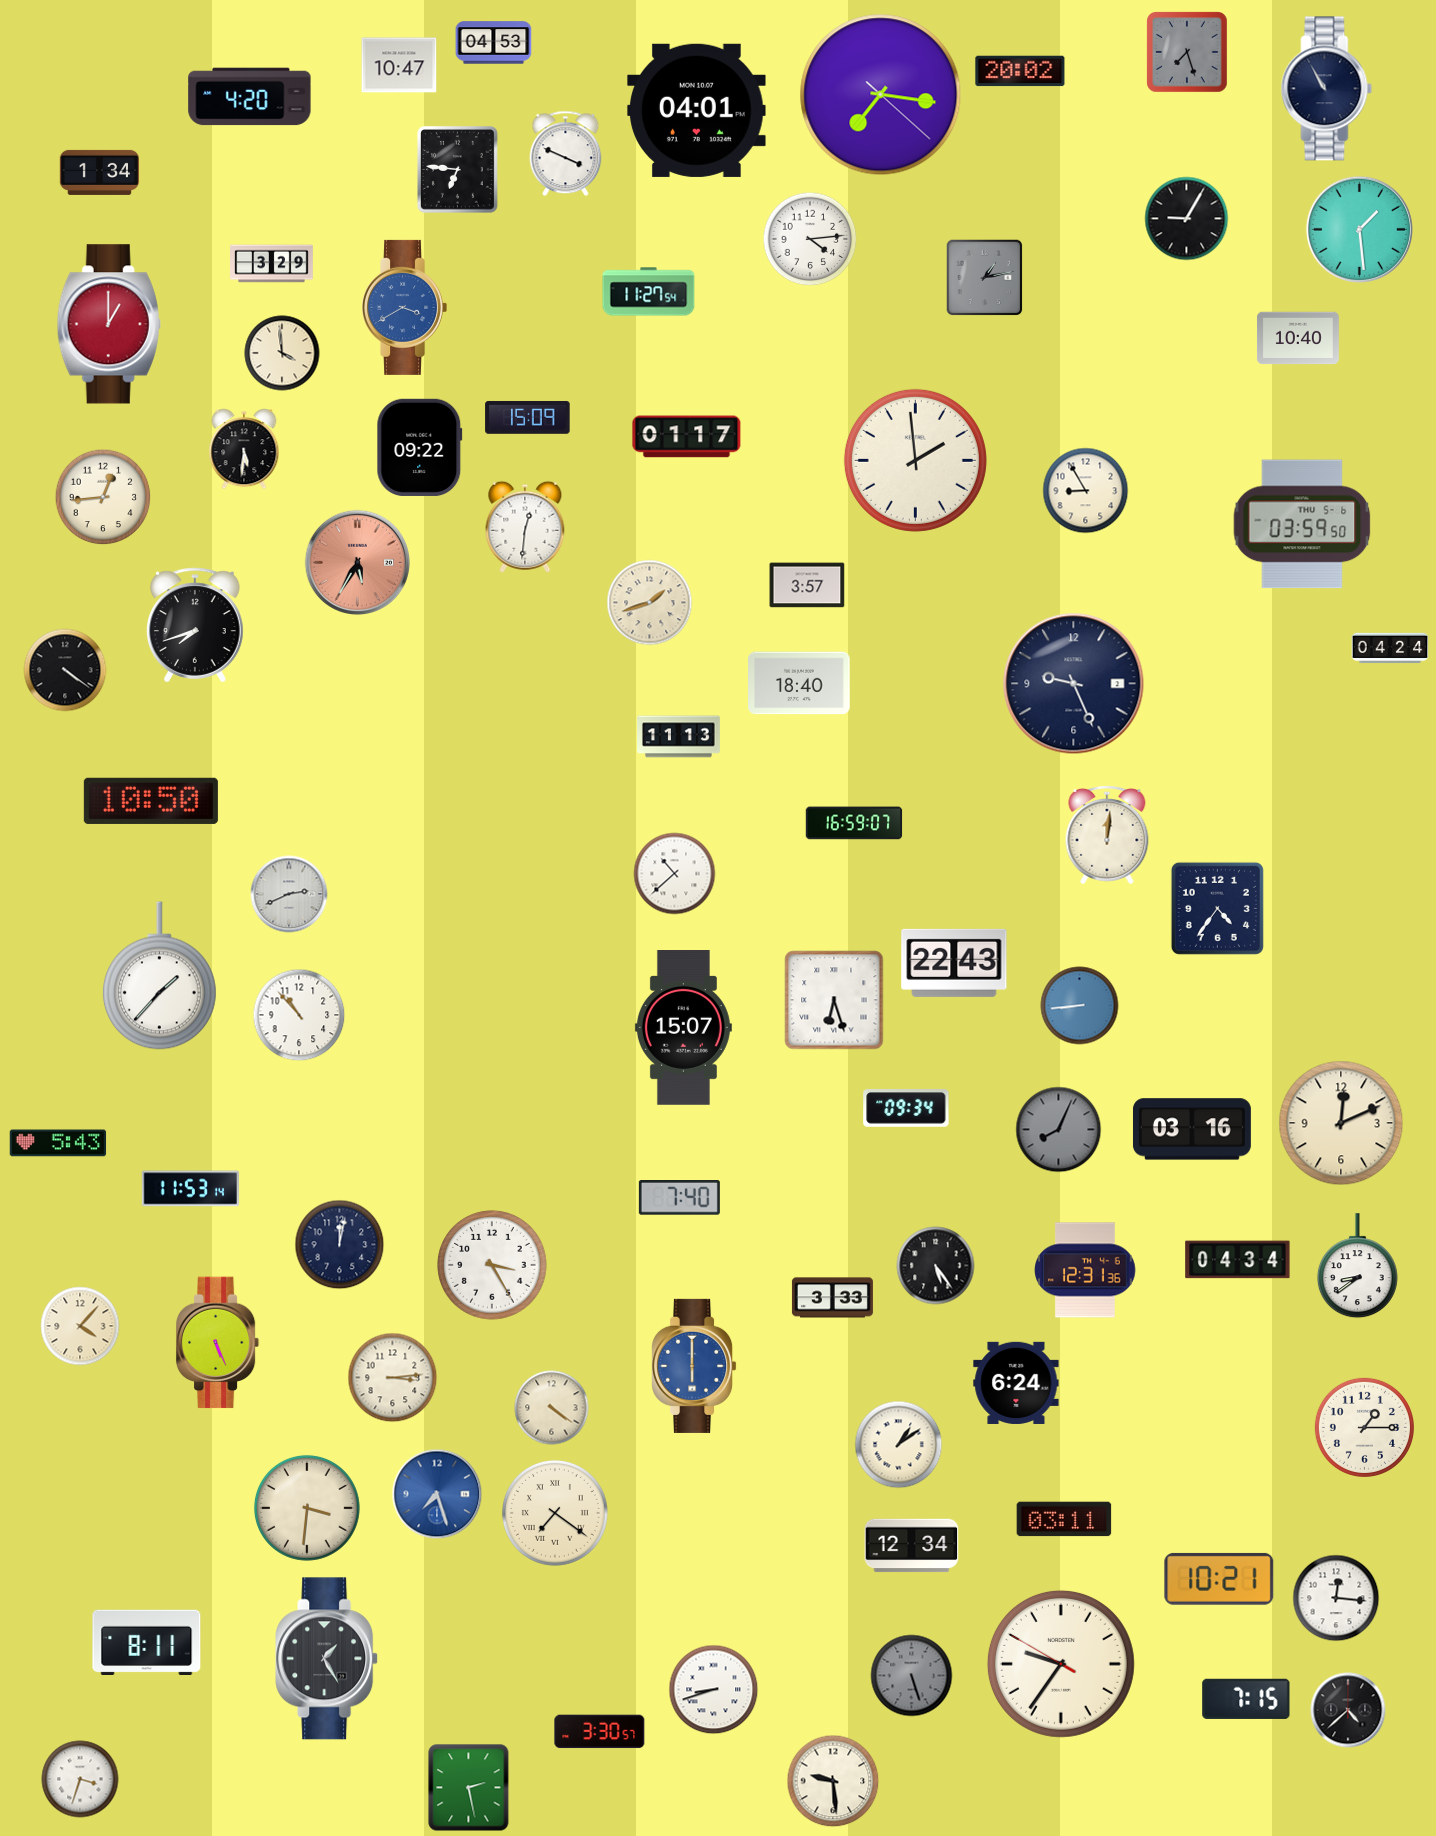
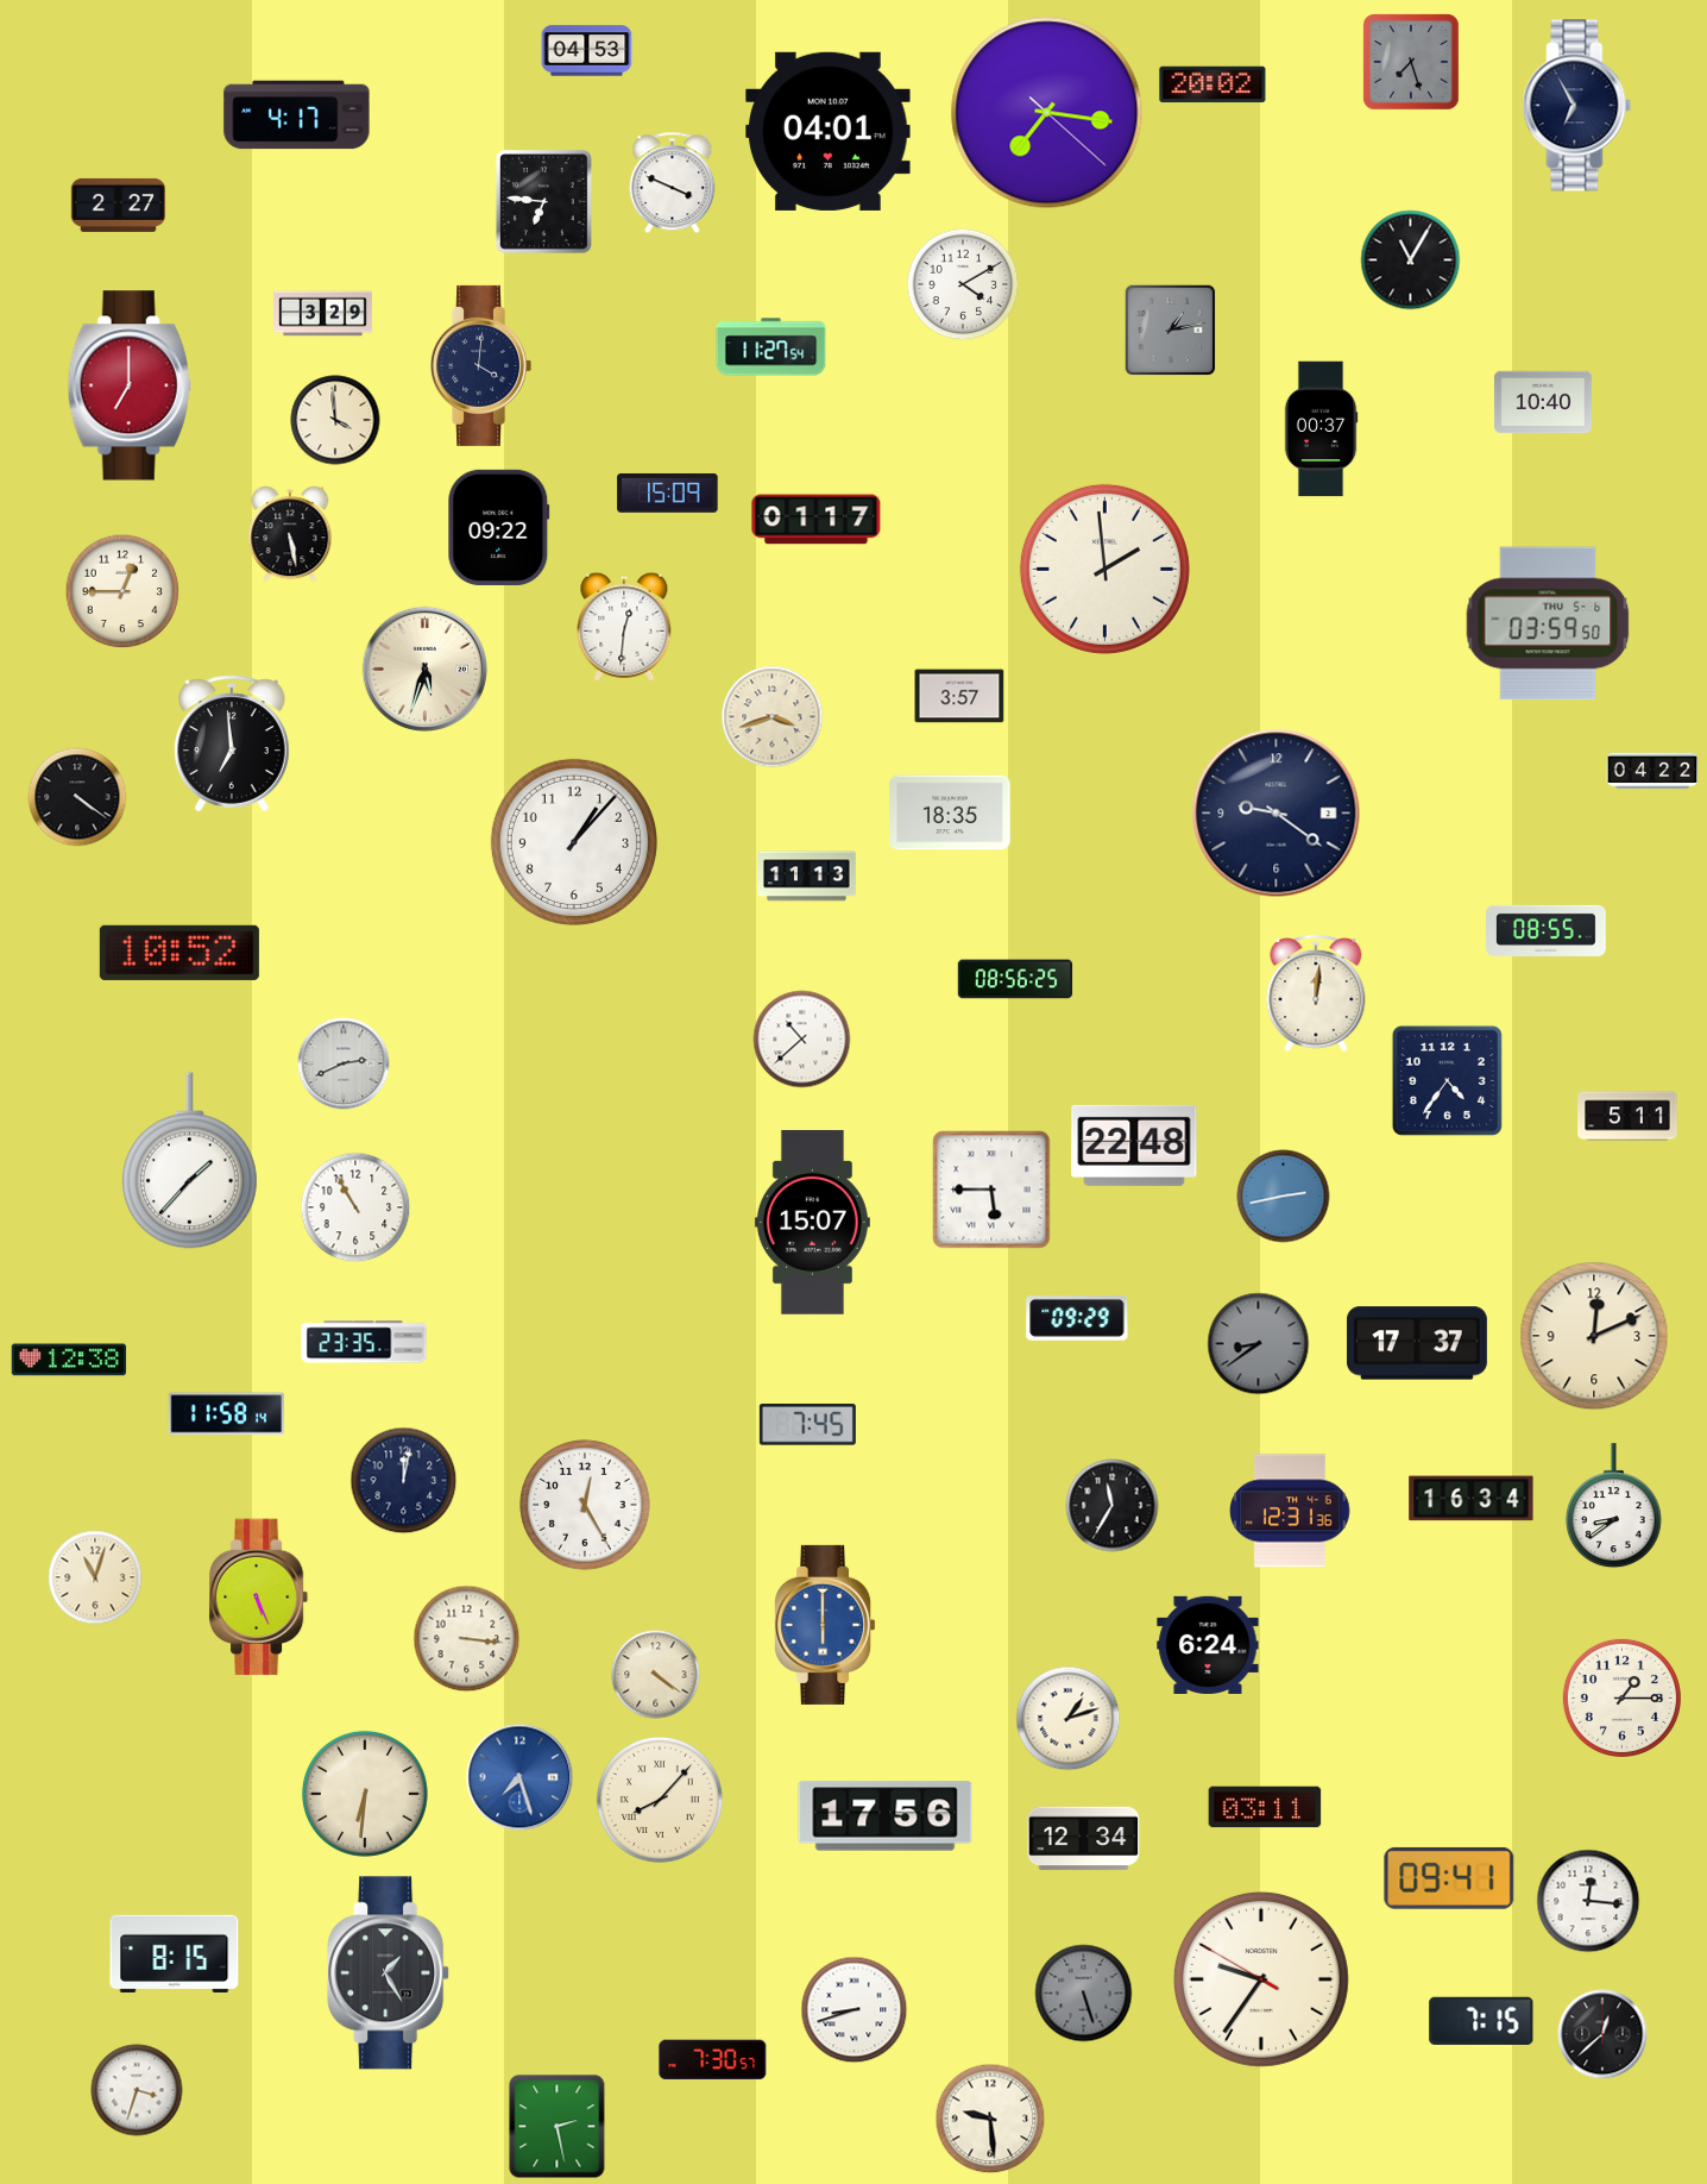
clock at (399, 65): 10:47 -> none
clock at (1327, 89): 10:55 -> 6:55
clock at (250, 97): 4:20 -> 4:17
clock at (99, 172): 1:34 -> 2:27
clock at (1187, 219): 9:05 -> 11:05
clock at (1359, 229): 1:29 -> none
clock at (810, 239): 4:14 -> 4:10
clock at (404, 307): 3:40 -> 4:01
clock at (404, 307) dial: blue -> navy
clock at (109, 324): 1:00 -> 7:00
clock at (1321, 429): none -> 00:37
clock at (528, 418) position: (528, 418) -> (668, 494)
clock at (420, 447) position: (420, 447) -> (499, 527)
clock at (244, 449): 5:31 -> 5:28
clock at (915, 460) position: (915, 460) -> (1104, 569)
clock at (1086, 491): 8:55 -> none
clock at (103, 497): 12:44 -> 12:45
clock at (357, 562): 5:35 -> 5:33
clock at (357, 562) dial: salmon -> cream
clock at (650, 603): 1:42 -> 3:42
clock at (196, 625): 7:42 -> 6:59
clock at (1390, 648): 04:24 -> 04:22
clock at (799, 683): 18:40 -> 18:35
clock at (1074, 684): 9:26 -> 9:21
clock at (574, 842): none -> 1:07
clock at (1547, 930): none -> 08:55
clock at (151, 801): 10:50 -> 10:52
clock at (854, 823): 16:59 -> 08:56
clock at (1627, 1116): none -> 5:11
clock at (954, 963): 22:43 -> 22:48
clock at (834, 1000): 6:27 -> 5:45
clock at (1080, 1006): 8:44 -> 2:43
clock at (299, 1015): 10:53 -> 10:55
clock at (906, 1108): 09:34 -> 09:29
clock at (364, 1342): none -> 23:35
clock at (1192, 1129): 03:16 -> 17:37
clock at (1059, 1130): 8:04 -> 8:39
clock at (58, 1143): 5:43 -> 12:38
clock at (190, 1189): 11:53 -> 11:58
clock at (679, 1198): 7:40 -> 7:45
clock at (1238, 1260): 04:34 -> 16:34
clock at (492, 1265): 3:25 -> 12:25
clock at (936, 1266): 5:24 -> 11:35
clock at (832, 1298): 3:33 -> none
clock at (80, 1326): 4:07 -> 11:03
clock at (393, 1378): 3:14 -> 3:16
clock at (899, 1445): 1:09 -> 1:12
clock at (307, 1508): 3:31 -> 6:31
clock at (555, 1513): 7:21 -> 8:07
clock at (886, 1816): none -> 17:56
clock at (1219, 1579): 10:21 -> 09:41
clock at (147, 1642): 8:11 -> 8:15
clock at (714, 1690) position: (714, 1690) -> (855, 2010)
clock at (1348, 1710): 4:38 -> 12:38
clock at (600, 1732): 3:30 -> 7:30
clock at (80, 1779) position: (80, 1779) -> (137, 2090)
